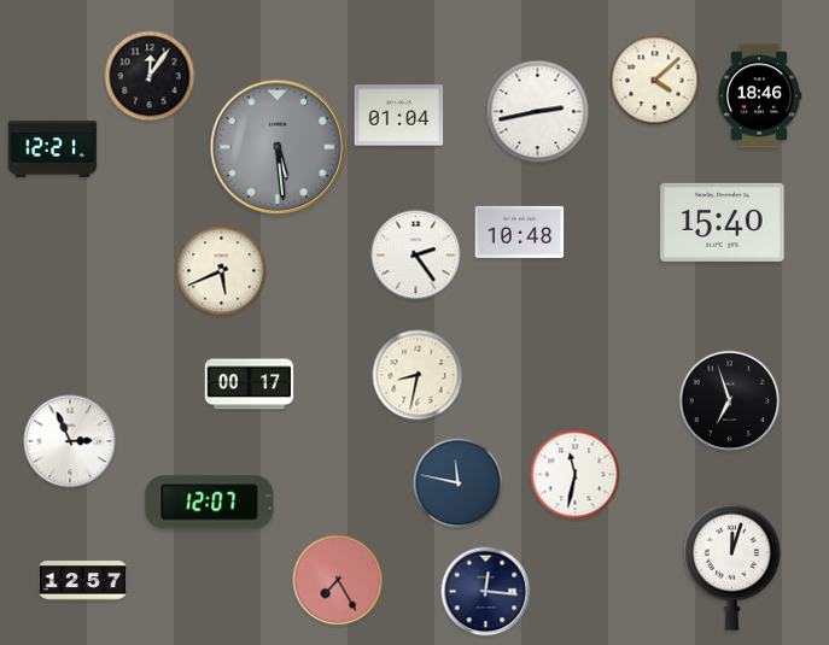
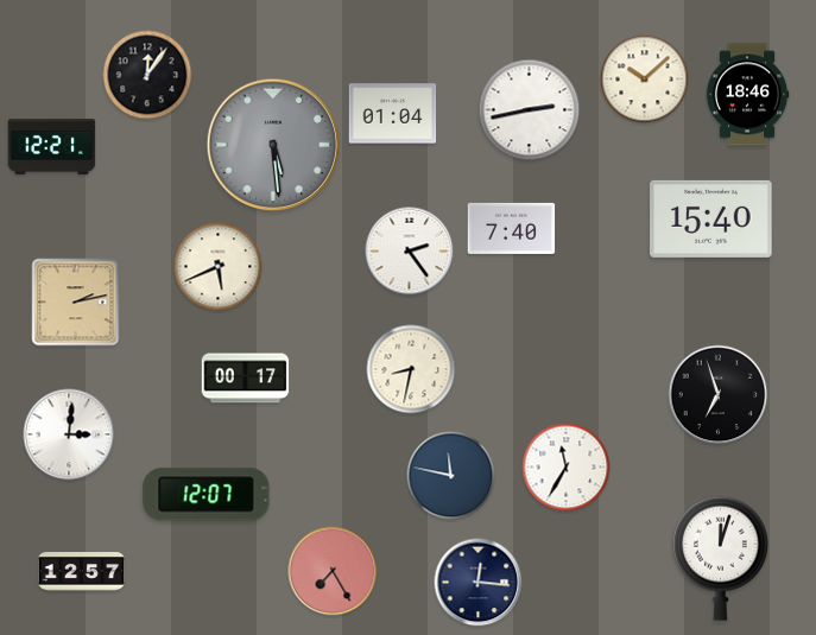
clock at (655, 81): 4:08 -> 10:08
clock at (520, 231): 10:48 -> 7:40
clock at (76, 303): none -> 2:13
clock at (70, 441): 2:56 -> 3:01
clock at (576, 475): 11:32 -> 11:35
